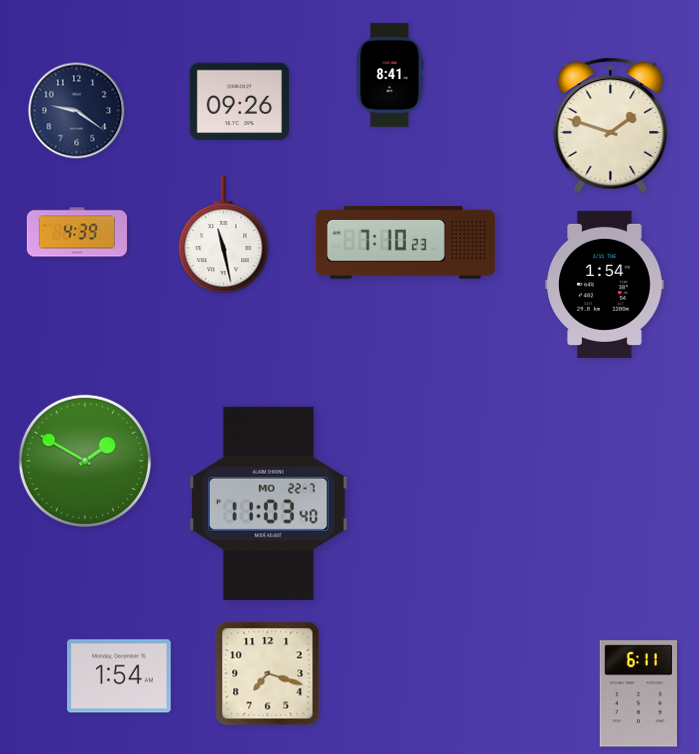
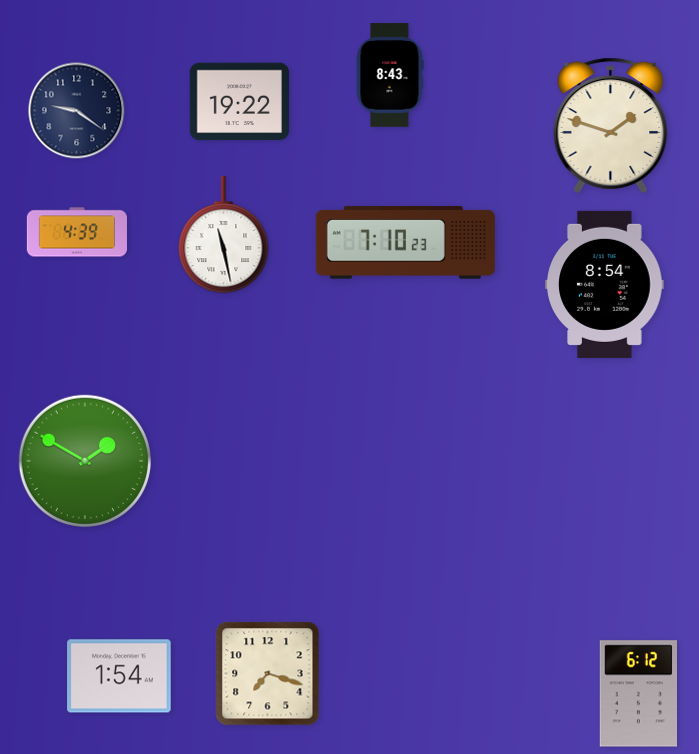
clock at (390, 75): 8:41 -> 8:43
clock at (239, 102): 09:26 -> 19:22
clock at (605, 284): 1:54 -> 8:54
clock at (269, 503): 11:03 -> none
clock at (638, 694): 6:11 -> 6:12
